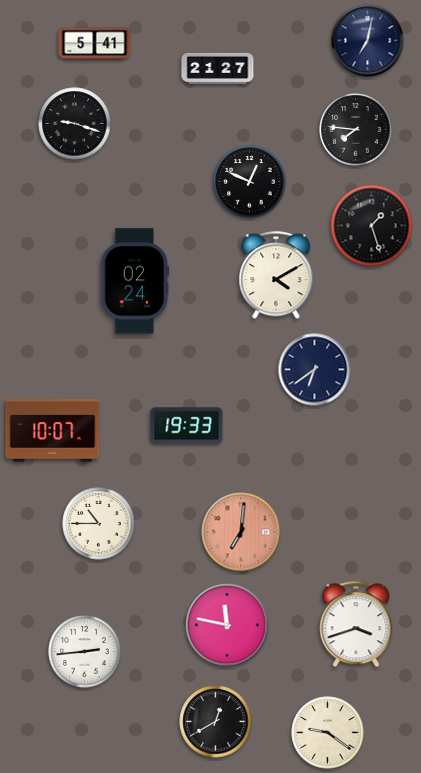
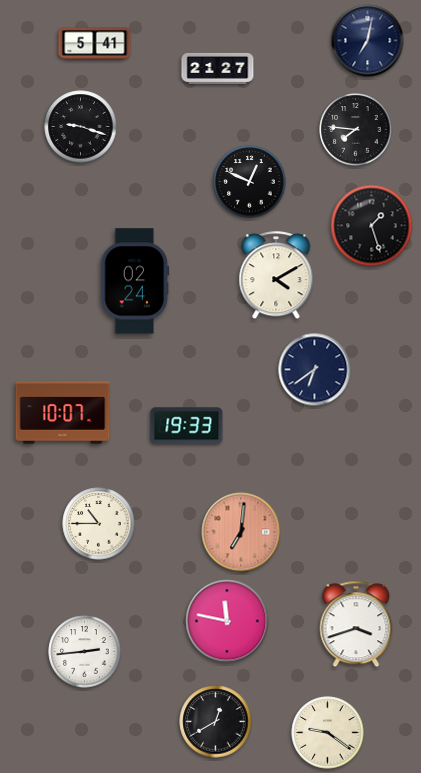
clock at (75, 124) position: (75, 124) -> (81, 127)
clock at (53, 431) position: (53, 431) -> (63, 413)
clock at (227, 625) position: (227, 625) -> (227, 621)
